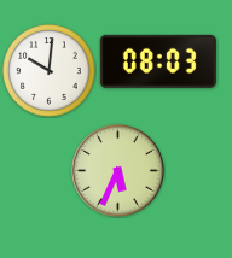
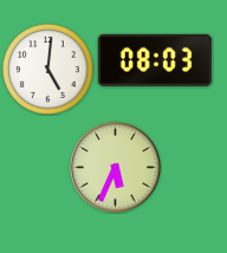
clock at (50, 71): 10:01 -> 5:01
